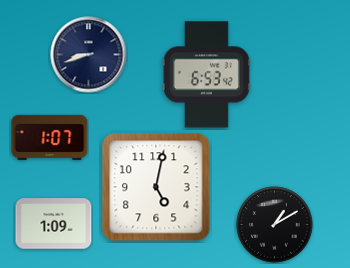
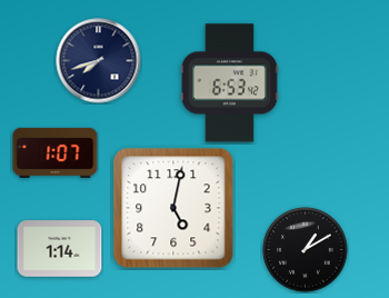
clock at (89, 55): 8:42 -> 7:42
clock at (54, 224): 1:09 -> 1:14
